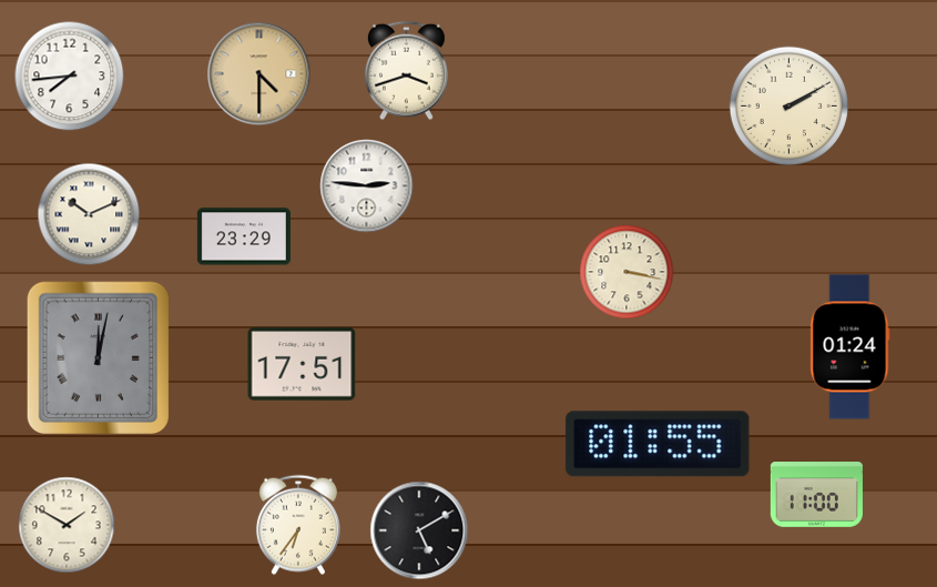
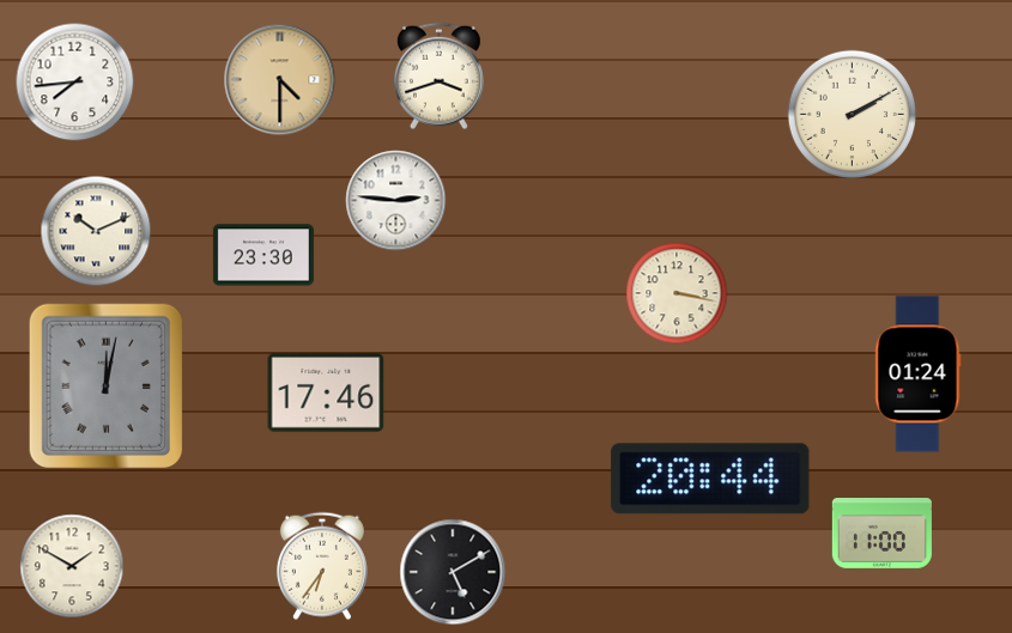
clock at (244, 236): 23:29 -> 23:30
clock at (302, 364): 17:51 -> 17:46
clock at (658, 444): 01:55 -> 20:44
